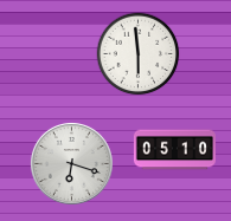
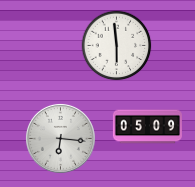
clock at (174, 150): 05:10 -> 05:09
clock at (71, 163): 6:18 -> 6:16
